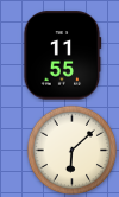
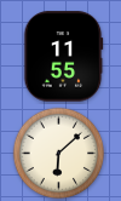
clock at (73, 151) position: (73, 151) -> (59, 154)
